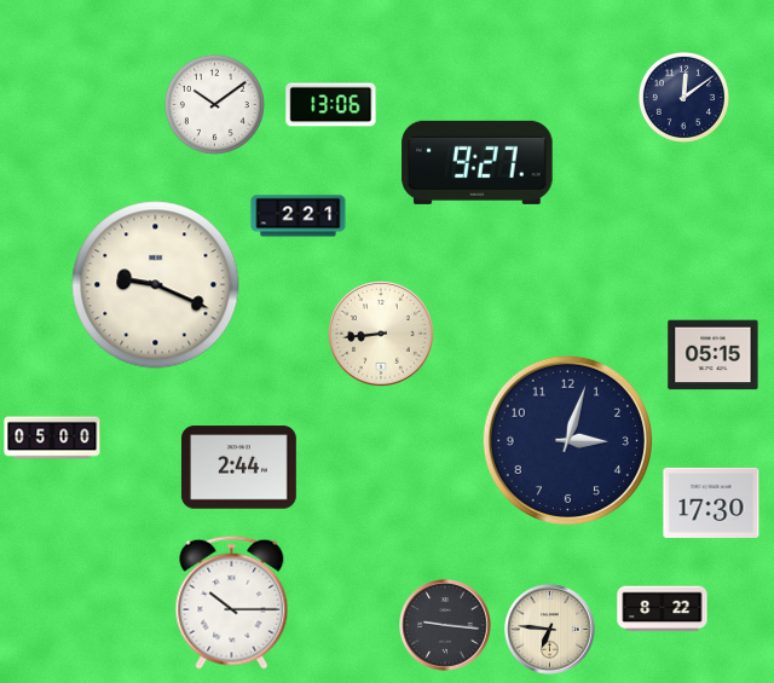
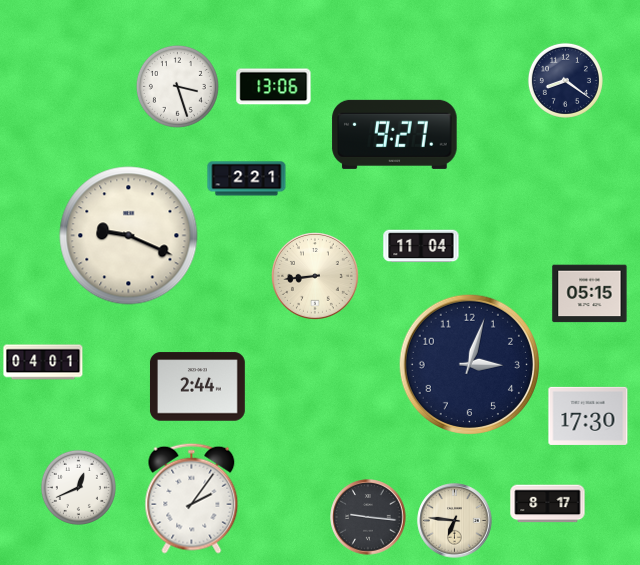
clock at (683, 97): 12:09 -> 8:21
clock at (214, 104): 10:09 -> 3:27
clock at (421, 246): none -> 11:04
clock at (52, 438): 05:00 -> 04:01
clock at (78, 487): none -> 12:41
clock at (232, 602): 10:15 -> 2:06
clock at (663, 609): 8:22 -> 8:17
